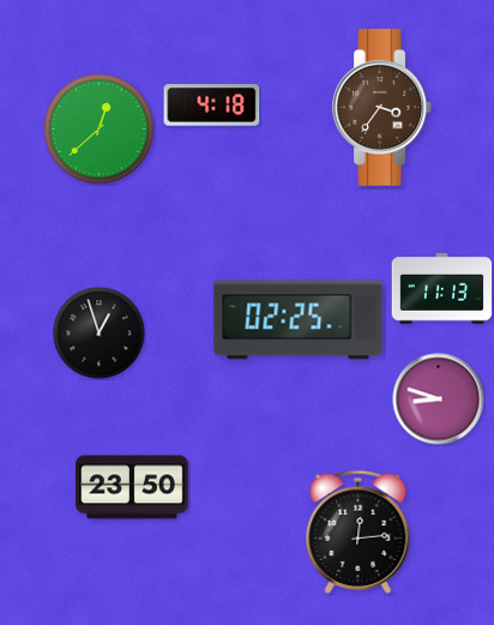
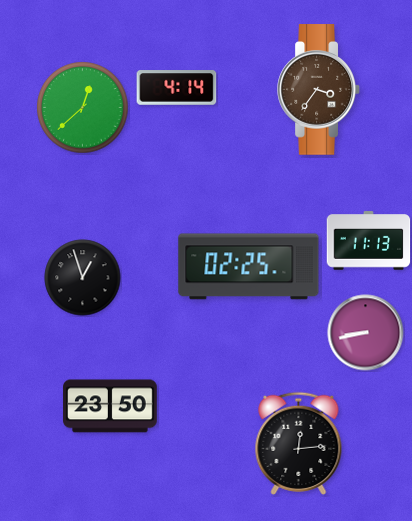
clock at (212, 106): 4:18 -> 4:14
clock at (439, 399): 8:48 -> 8:43
